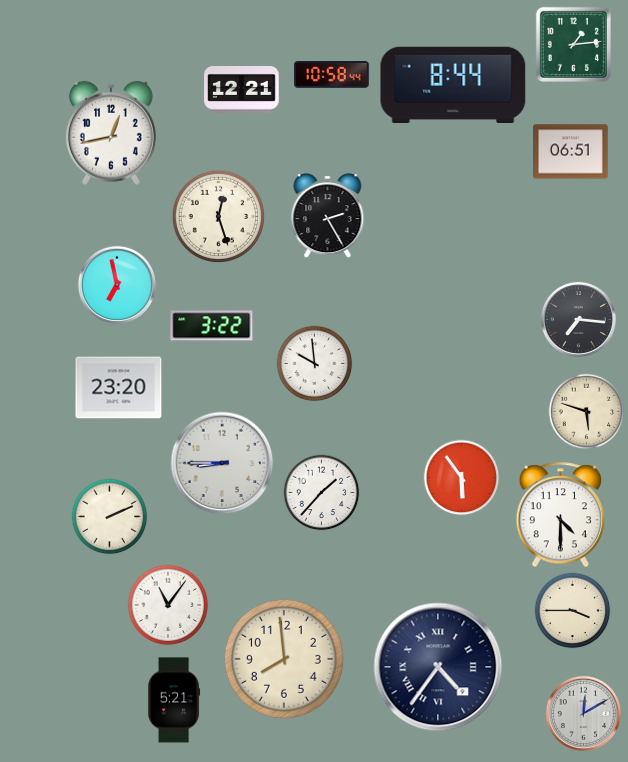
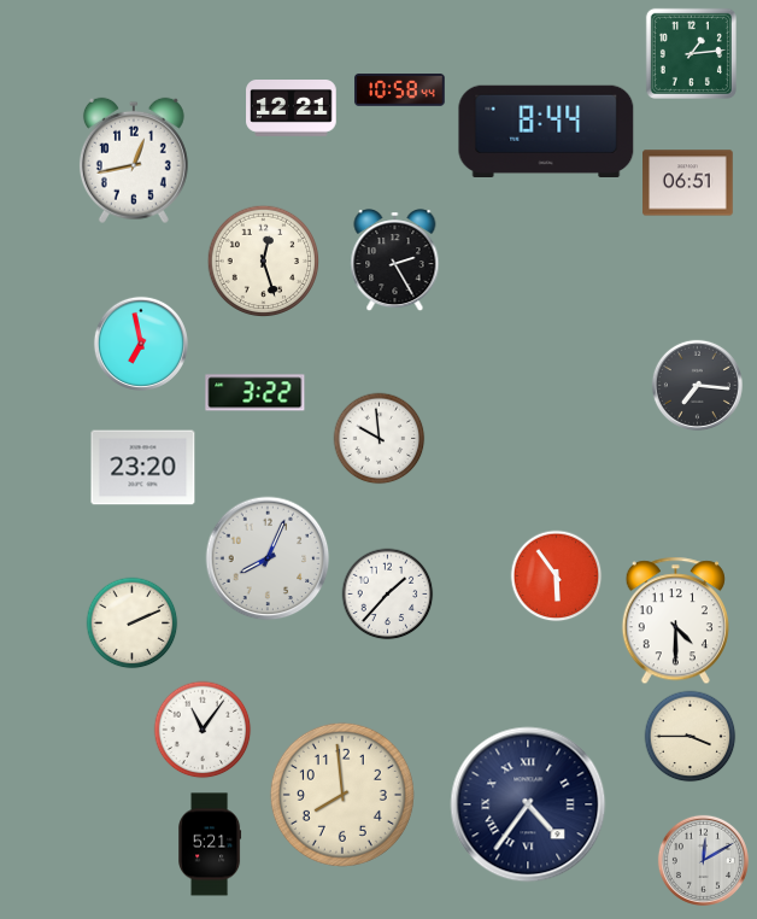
clock at (453, 84) position: (453, 84) -> (546, 130)
clock at (587, 412): 5:48 -> none
clock at (222, 463): 8:45 -> 8:04
